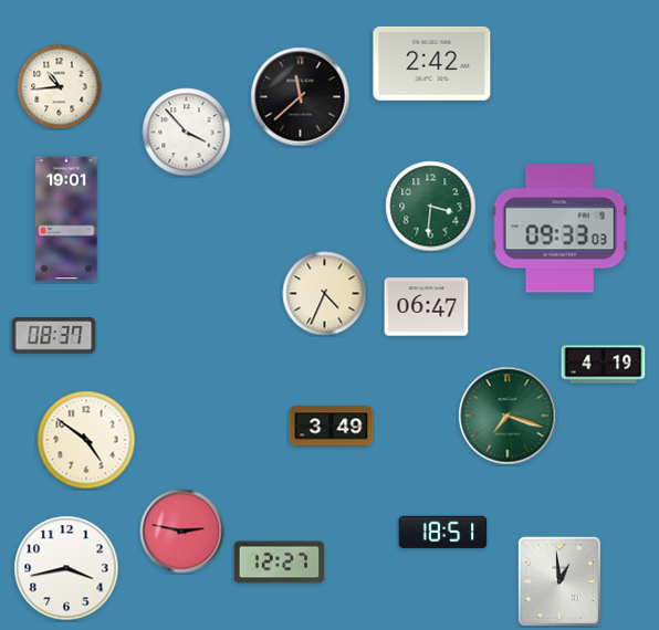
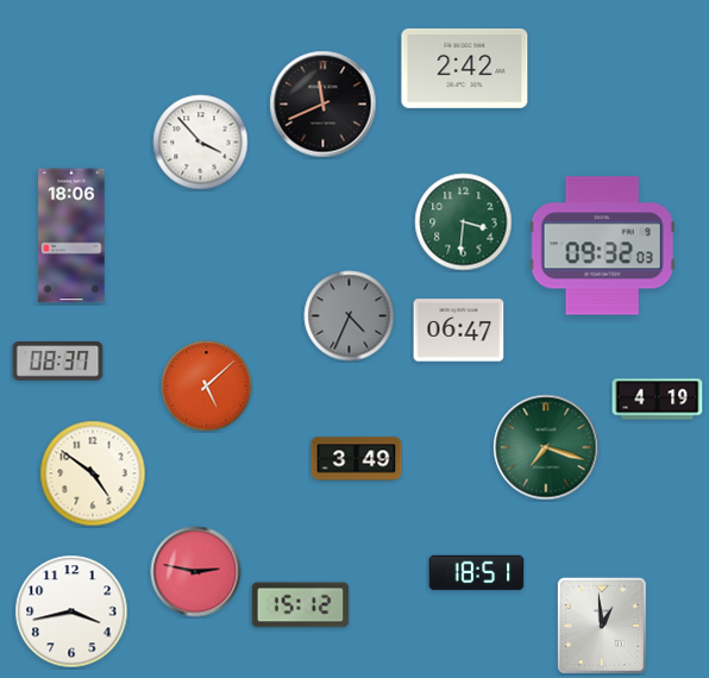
clock at (60, 87): 10:44 -> none
clock at (301, 97): 11:38 -> 11:41
clock at (66, 219): 19:01 -> 18:06
clock at (559, 229): 09:33 -> 09:32
clock at (325, 294) dial: cream -> grey
clock at (207, 387): none -> 5:08
clock at (604, 365) position: (604, 365) -> (658, 400)
clock at (280, 563): 12:27 -> 15:12
